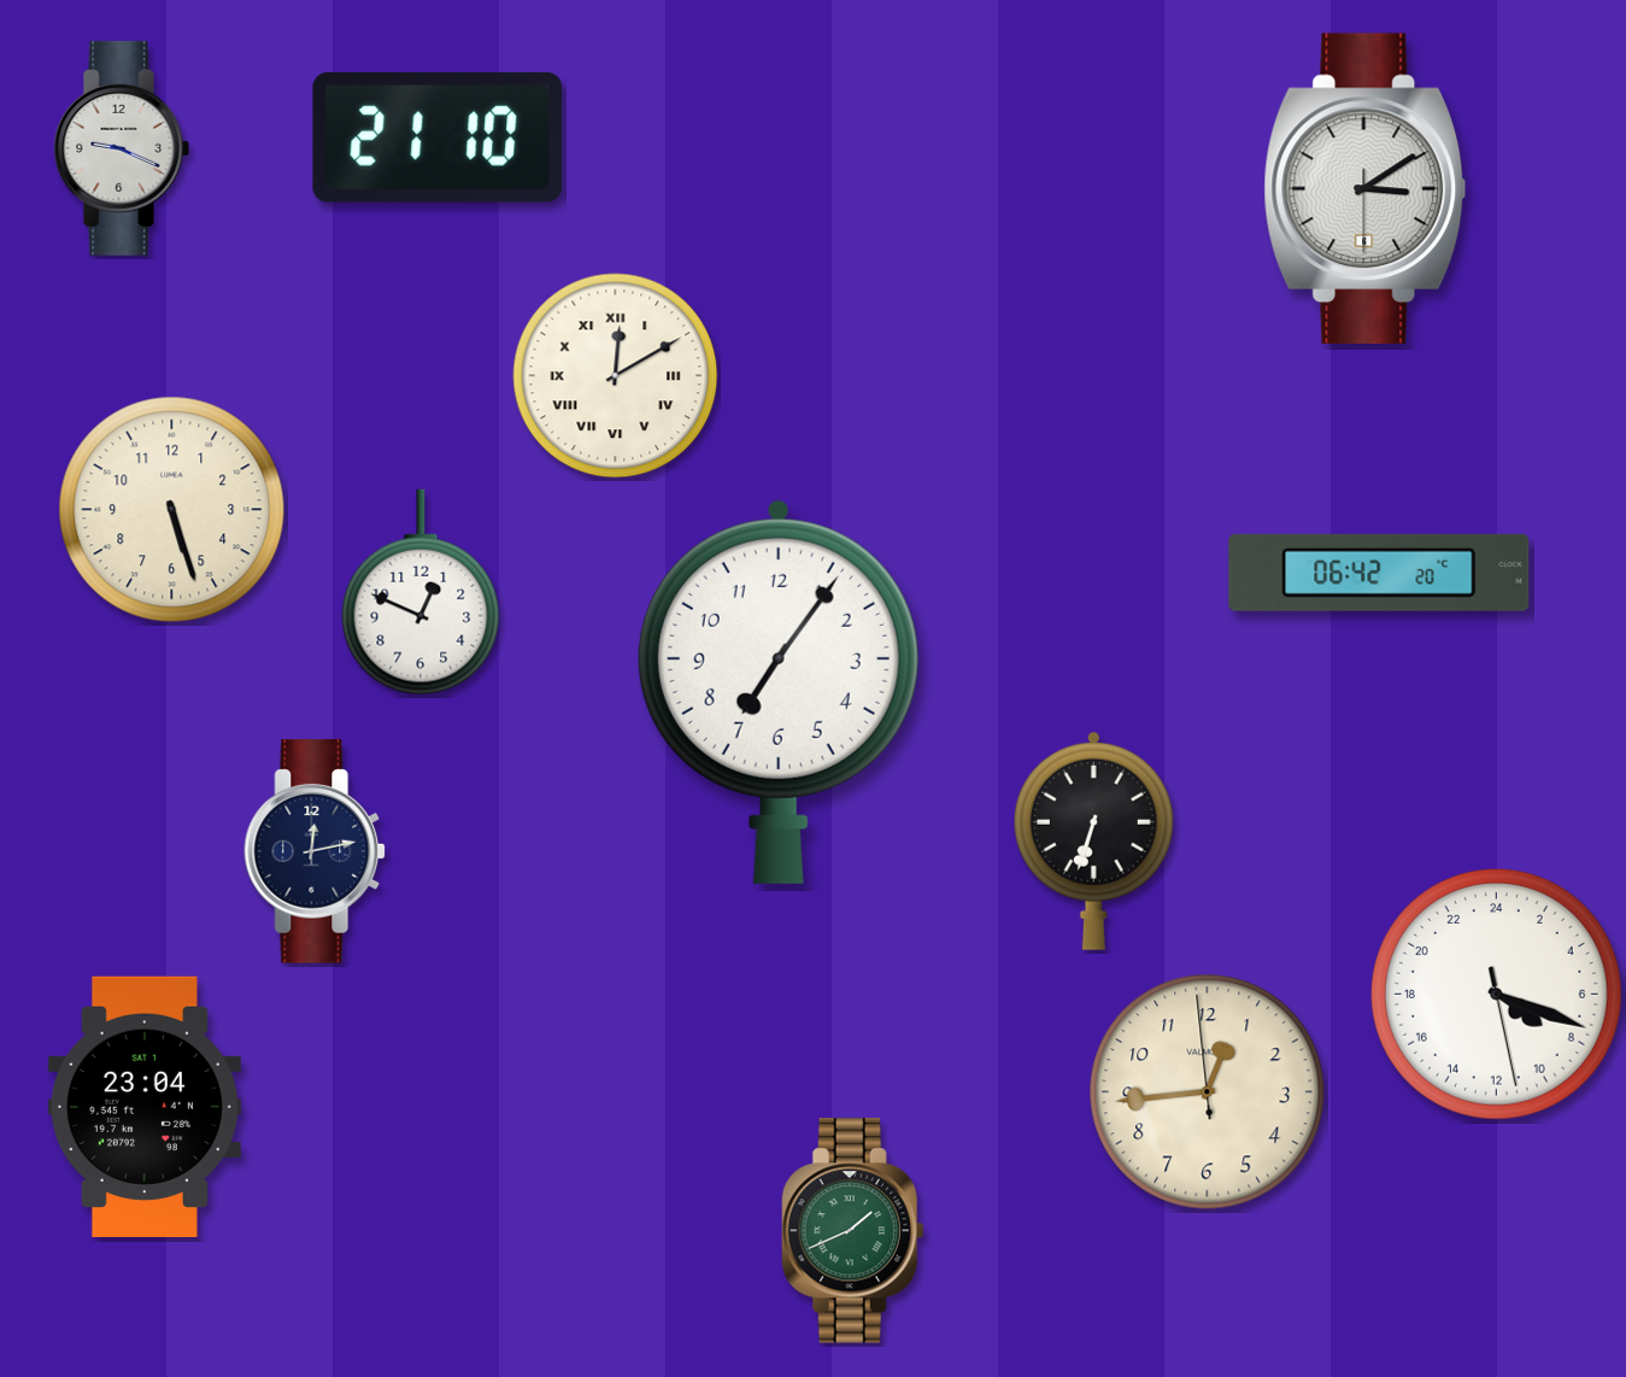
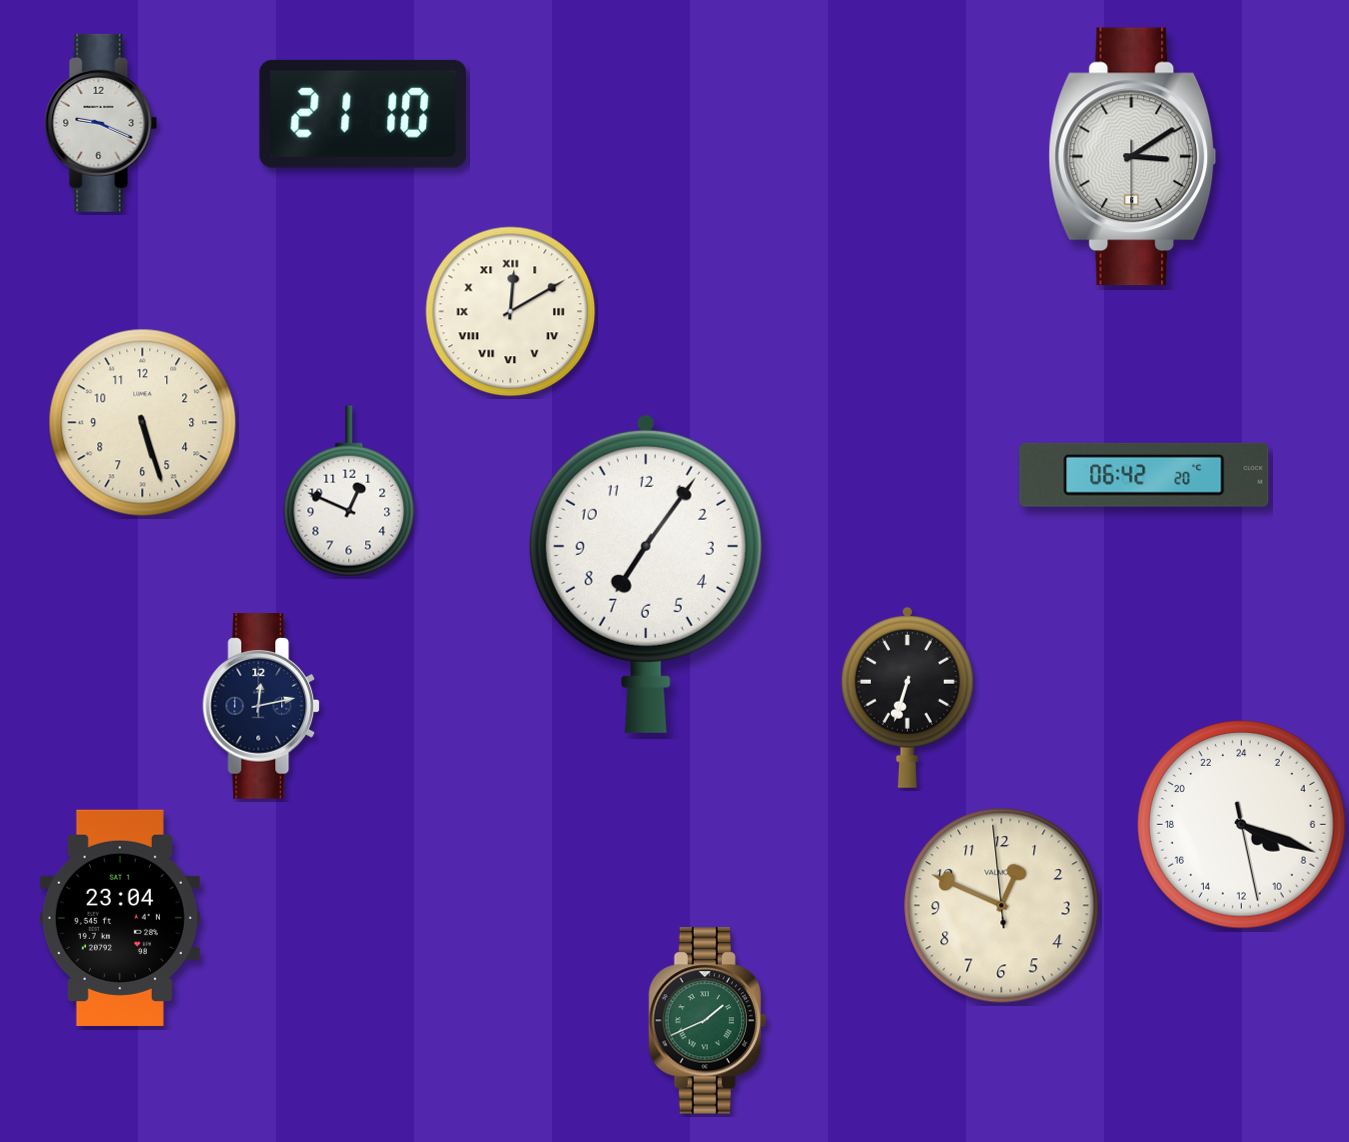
clock at (1208, 1092): 12:43 -> 12:48
